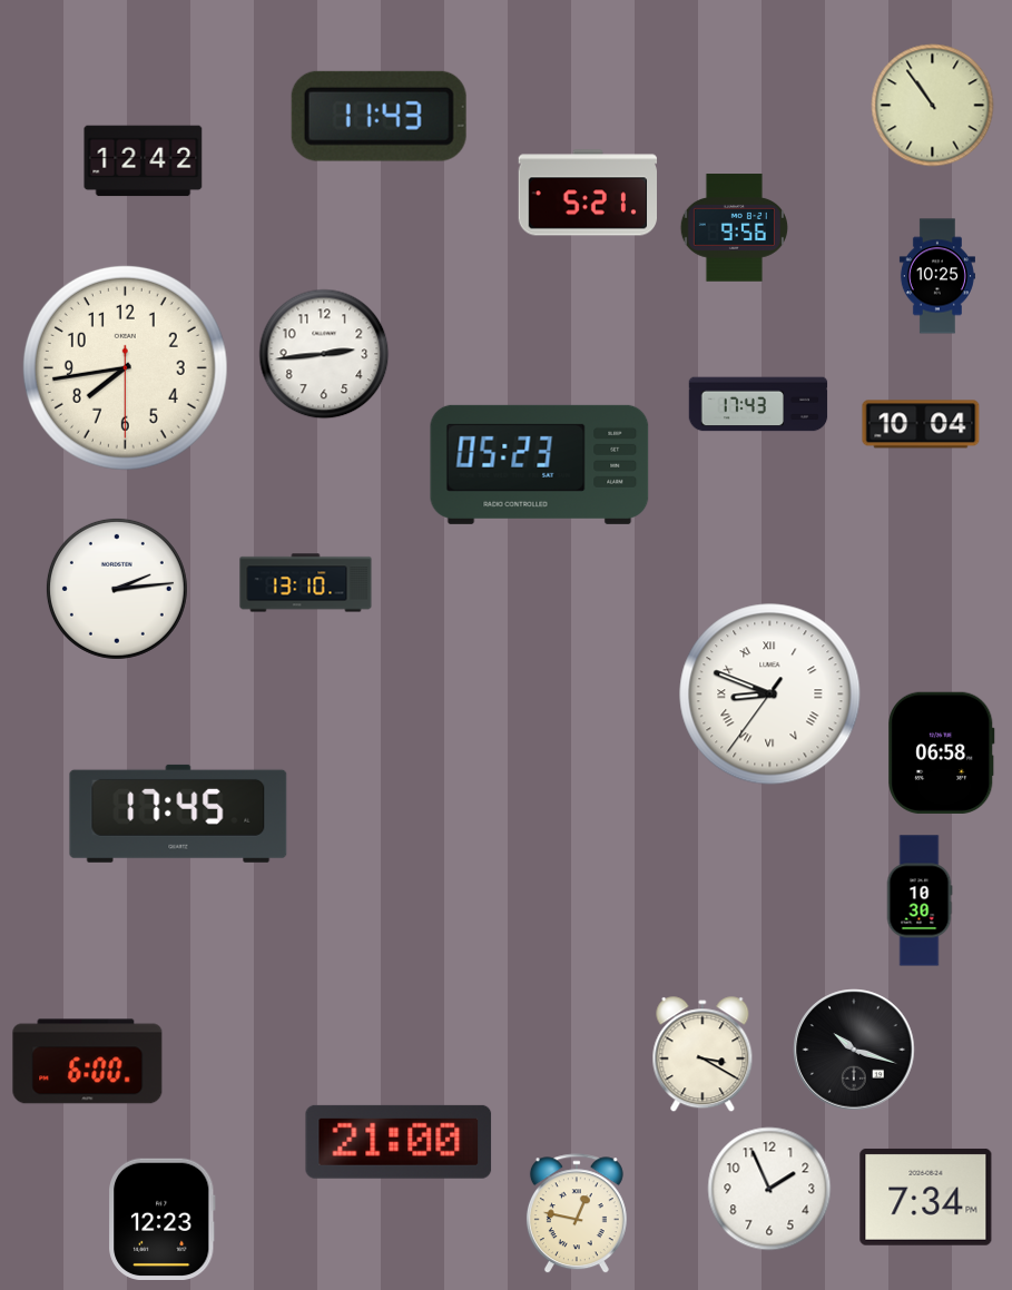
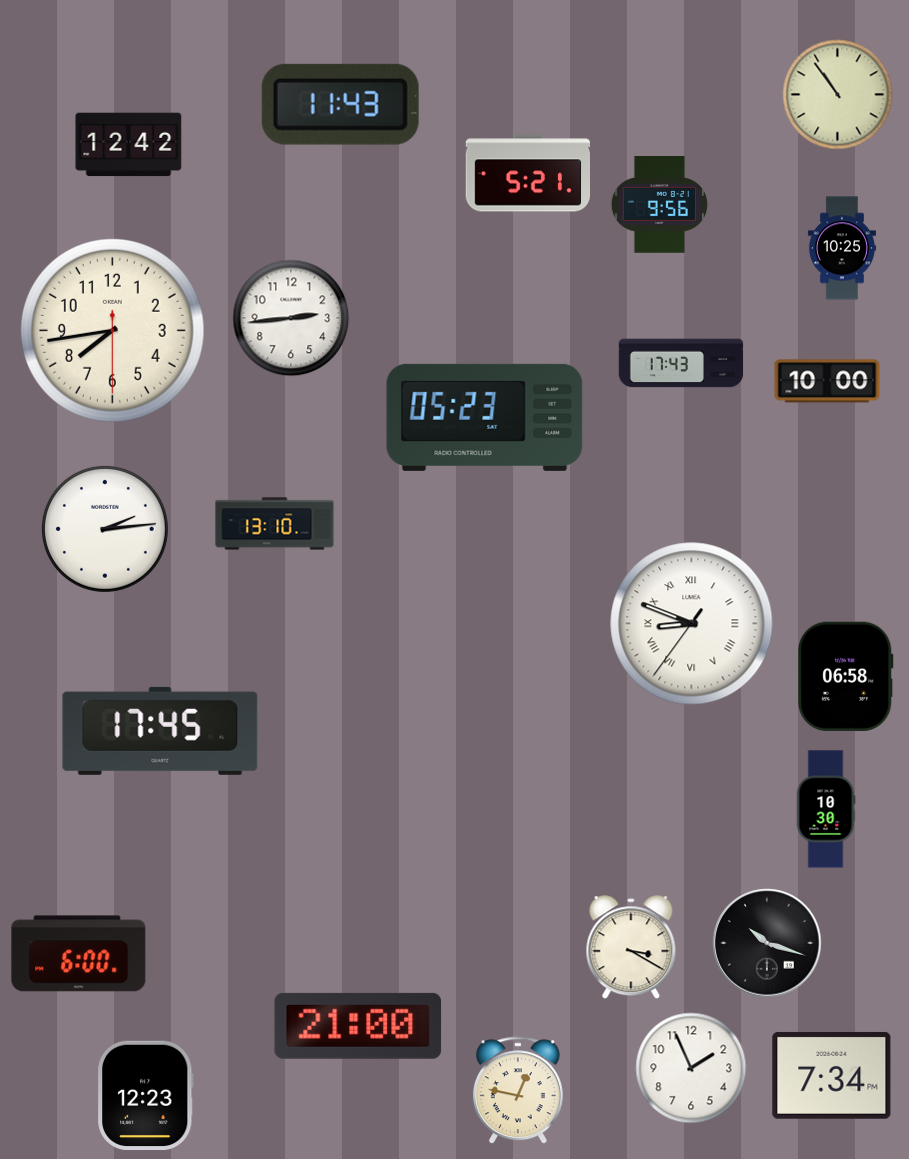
clock at (921, 424): 10:04 -> 10:00
